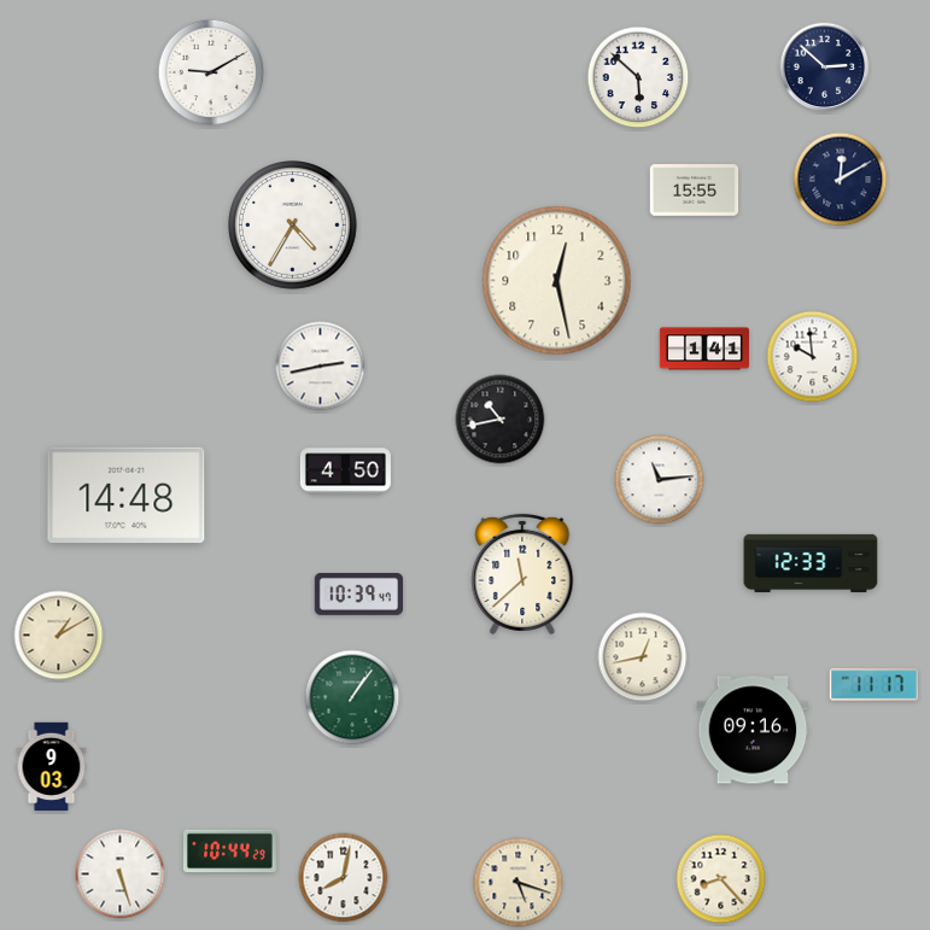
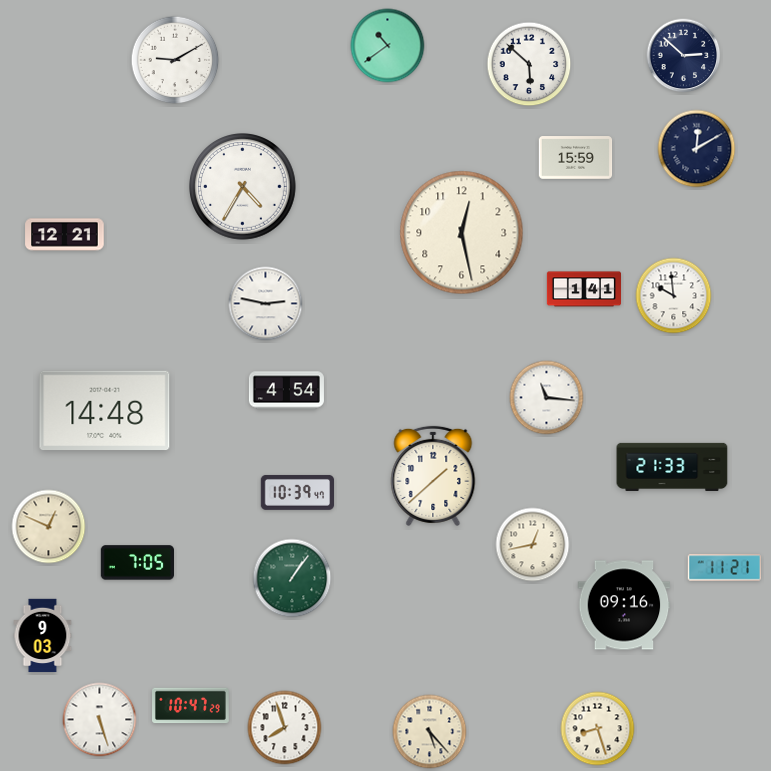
clock at (388, 46): none -> 10:39
clock at (695, 191): 15:55 -> 15:59
clock at (65, 235): none -> 12:21
clock at (321, 367): 2:43 -> 2:47
clock at (501, 420): 10:43 -> none
clock at (345, 472): 4:50 -> 4:54
clock at (660, 480): 11:14 -> 11:16
clock at (811, 563): 12:33 -> 21:33
clock at (522, 574): 11:38 -> 1:38
clock at (59, 636): 1:10 -> 12:49
clock at (137, 563): none -> 7:05
clock at (875, 685): 11:17 -> 11:21
clock at (230, 852): 10:44 -> 10:47
clock at (121, 875) position: (121, 875) -> (100, 720)
clock at (344, 878): 8:02 -> 7:57
clock at (721, 879): 8:23 -> 8:27
clock at (519, 883): 5:18 -> 5:23
